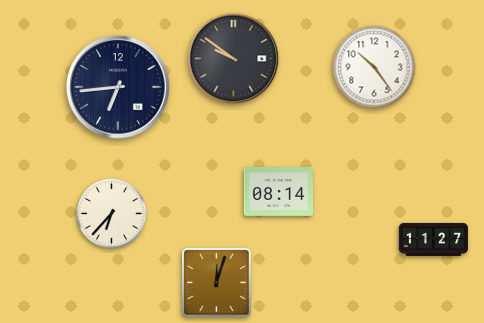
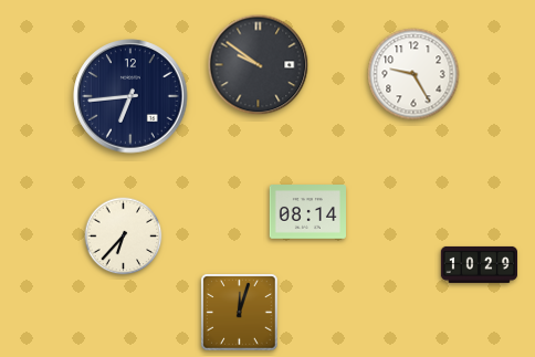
clock at (374, 67): 10:24 -> 9:25
clock at (433, 239): 11:27 -> 10:29
